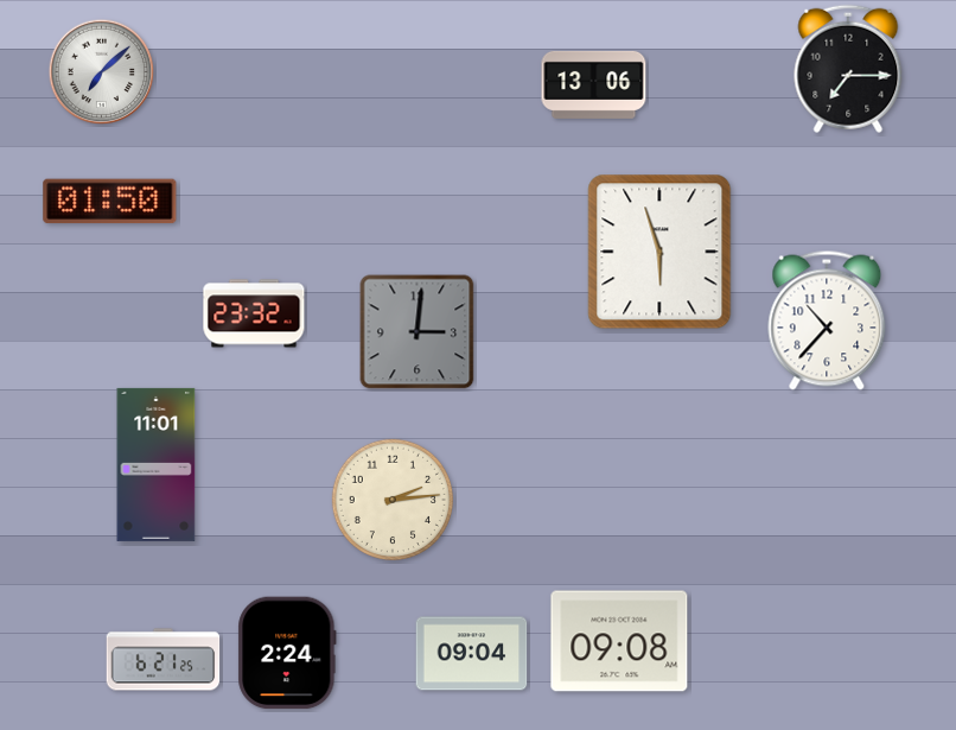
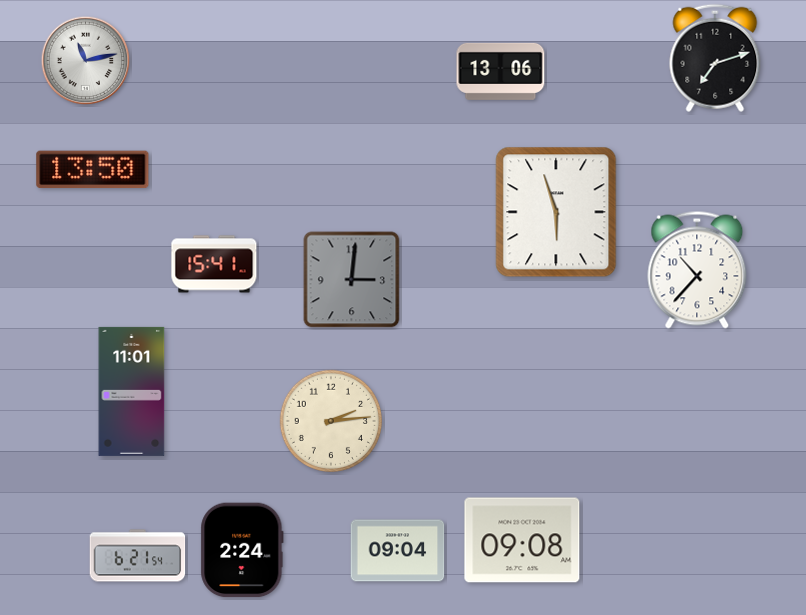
clock at (848, 69): 7:15 -> 7:12
clock at (102, 72): 7:08 -> 11:13
clock at (110, 202): 01:50 -> 13:50
clock at (254, 313): 23:32 -> 15:41
clock at (164, 660): 6:21:25 -> 6:21:54
